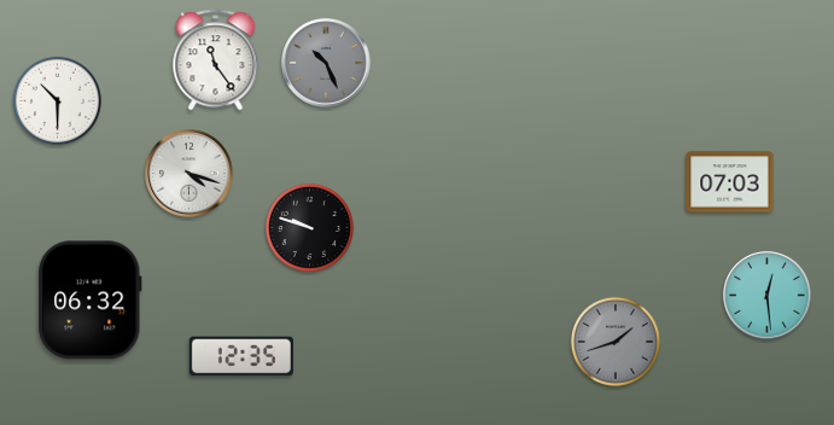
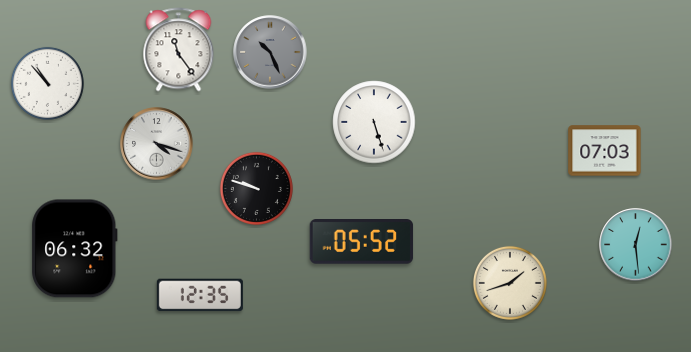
clock at (57, 100): 10:30 -> 10:53
clock at (374, 122): none -> 5:27
clock at (362, 242): none -> 05:52
clock at (616, 342) dial: grey -> cream
